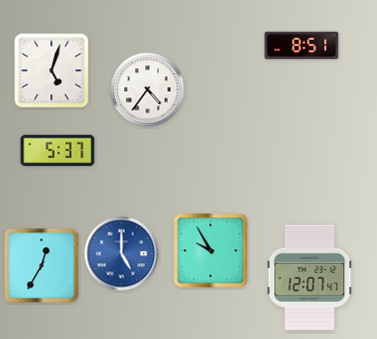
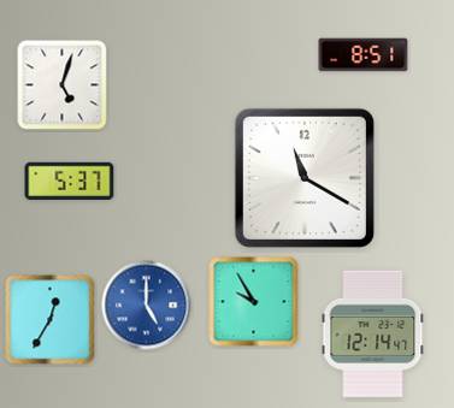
clock at (148, 90): 4:36 -> none
clock at (305, 178): none -> 11:20
clock at (310, 277): 12:07 -> 12:14
